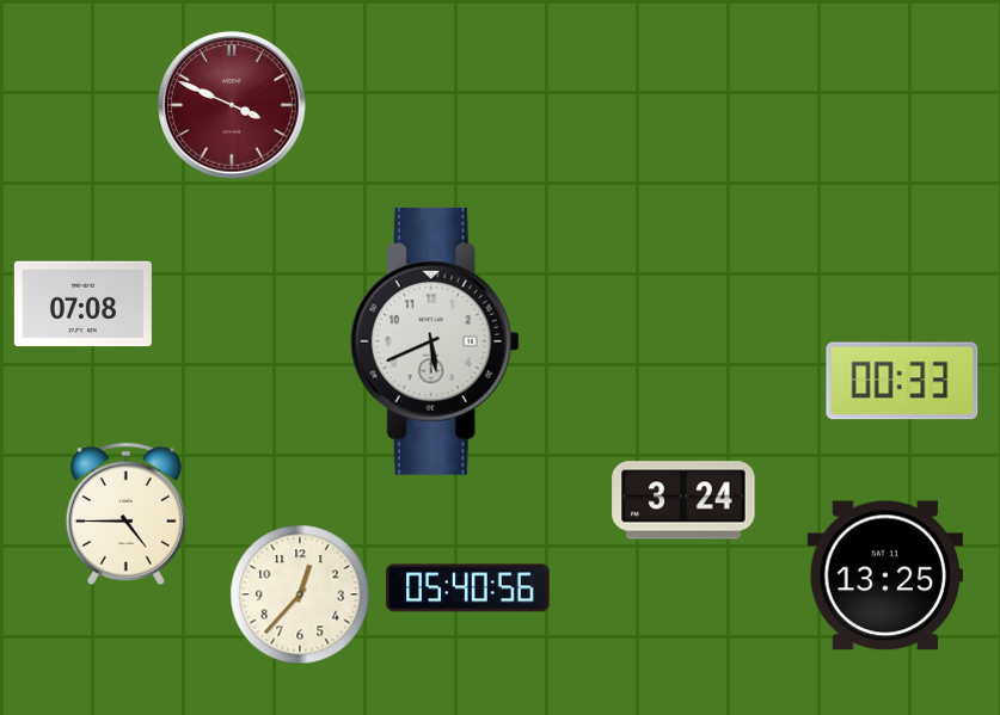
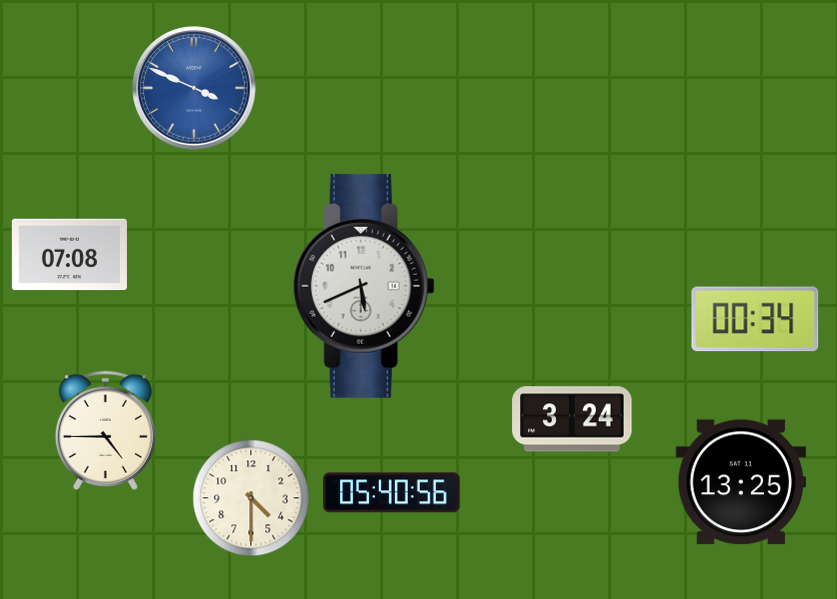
clock at (232, 105) dial: burgundy -> blue
clock at (902, 381): 00:33 -> 00:34
clock at (300, 594): 12:37 -> 4:30
